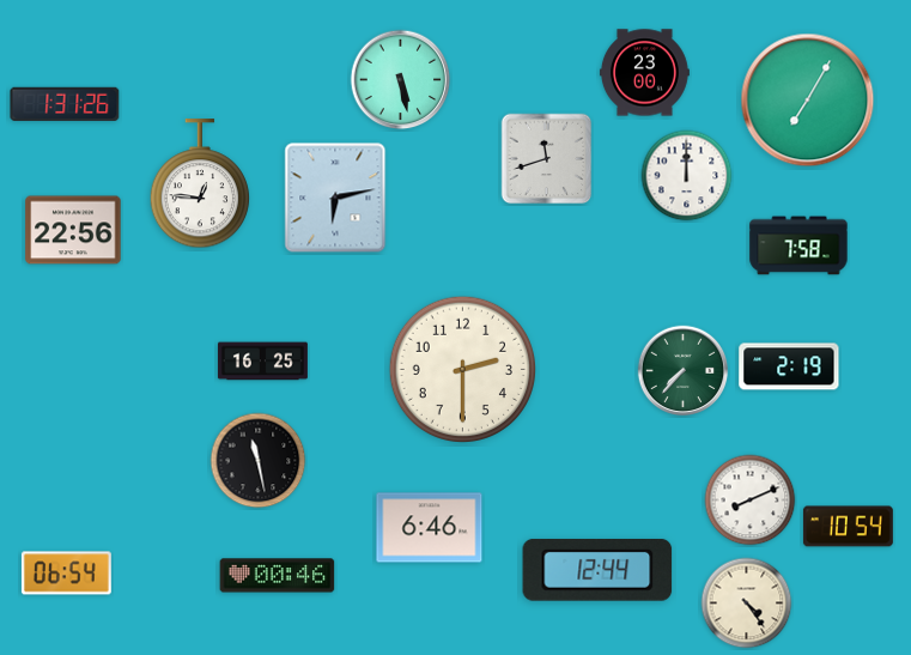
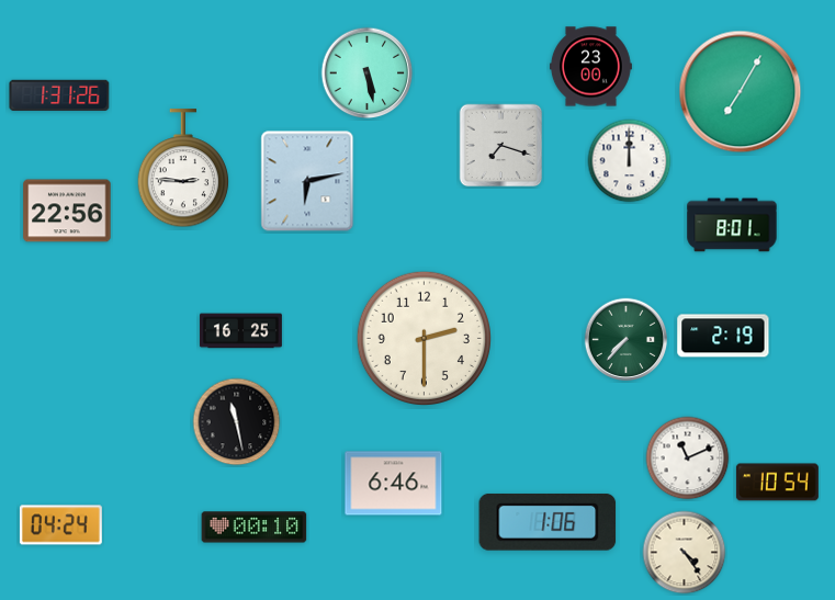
clock at (547, 159): 11:42 -> 7:18
clock at (200, 184): 12:46 -> 2:46
clock at (798, 245): 7:58 -> 8:01
clock at (751, 501): 8:11 -> 11:11
clock at (597, 570): 12:44 -> 1:06
clock at (66, 574): 06:54 -> 04:24
clock at (278, 576): 00:46 -> 00:10
